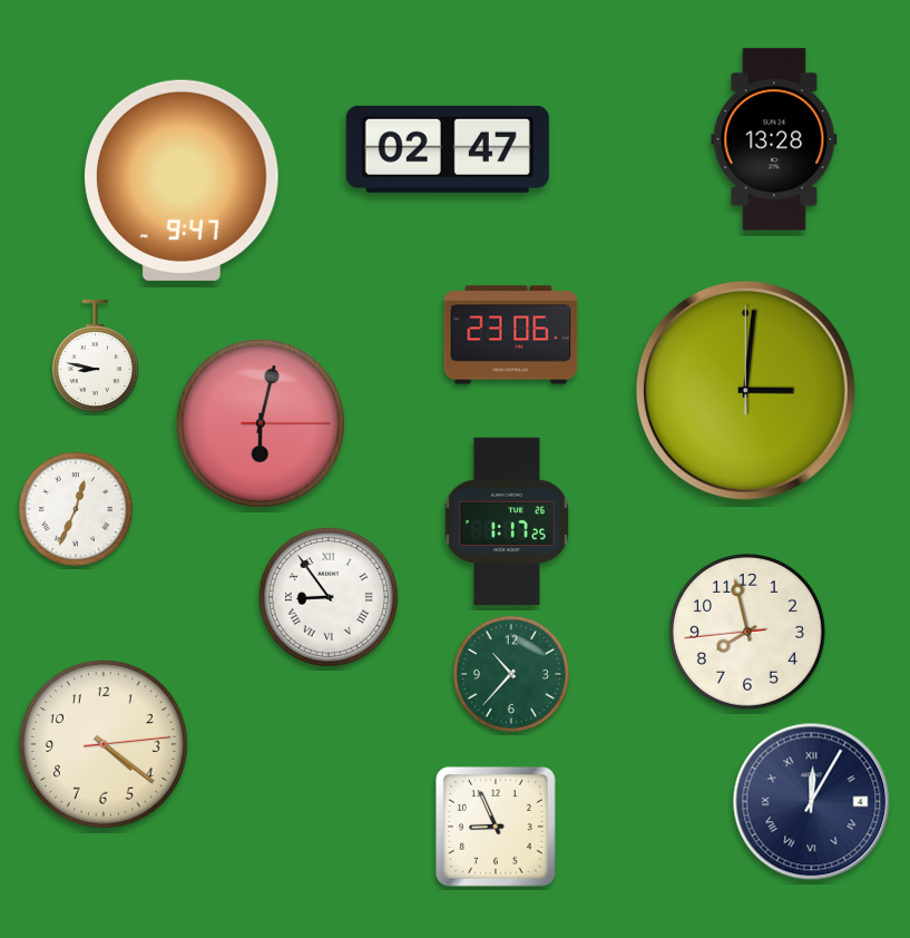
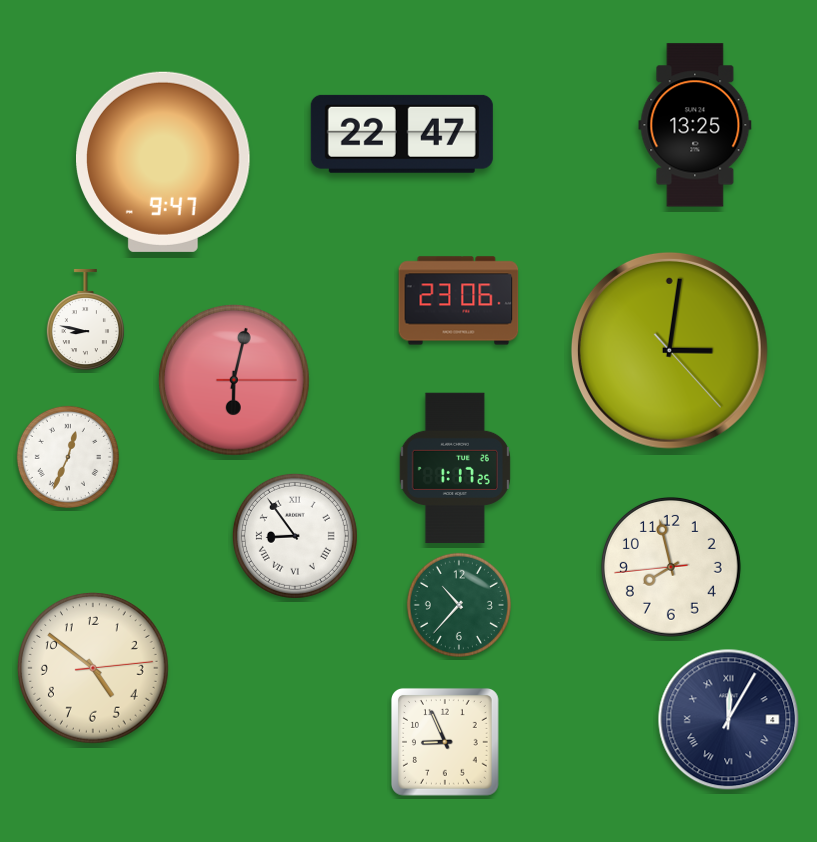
clock at (774, 139): 13:28 -> 13:25
clock at (448, 149): 02:47 -> 22:47
clock at (745, 390): 3:01:00 -> 3:01:23
clock at (105, 745): 4:21 -> 4:51
